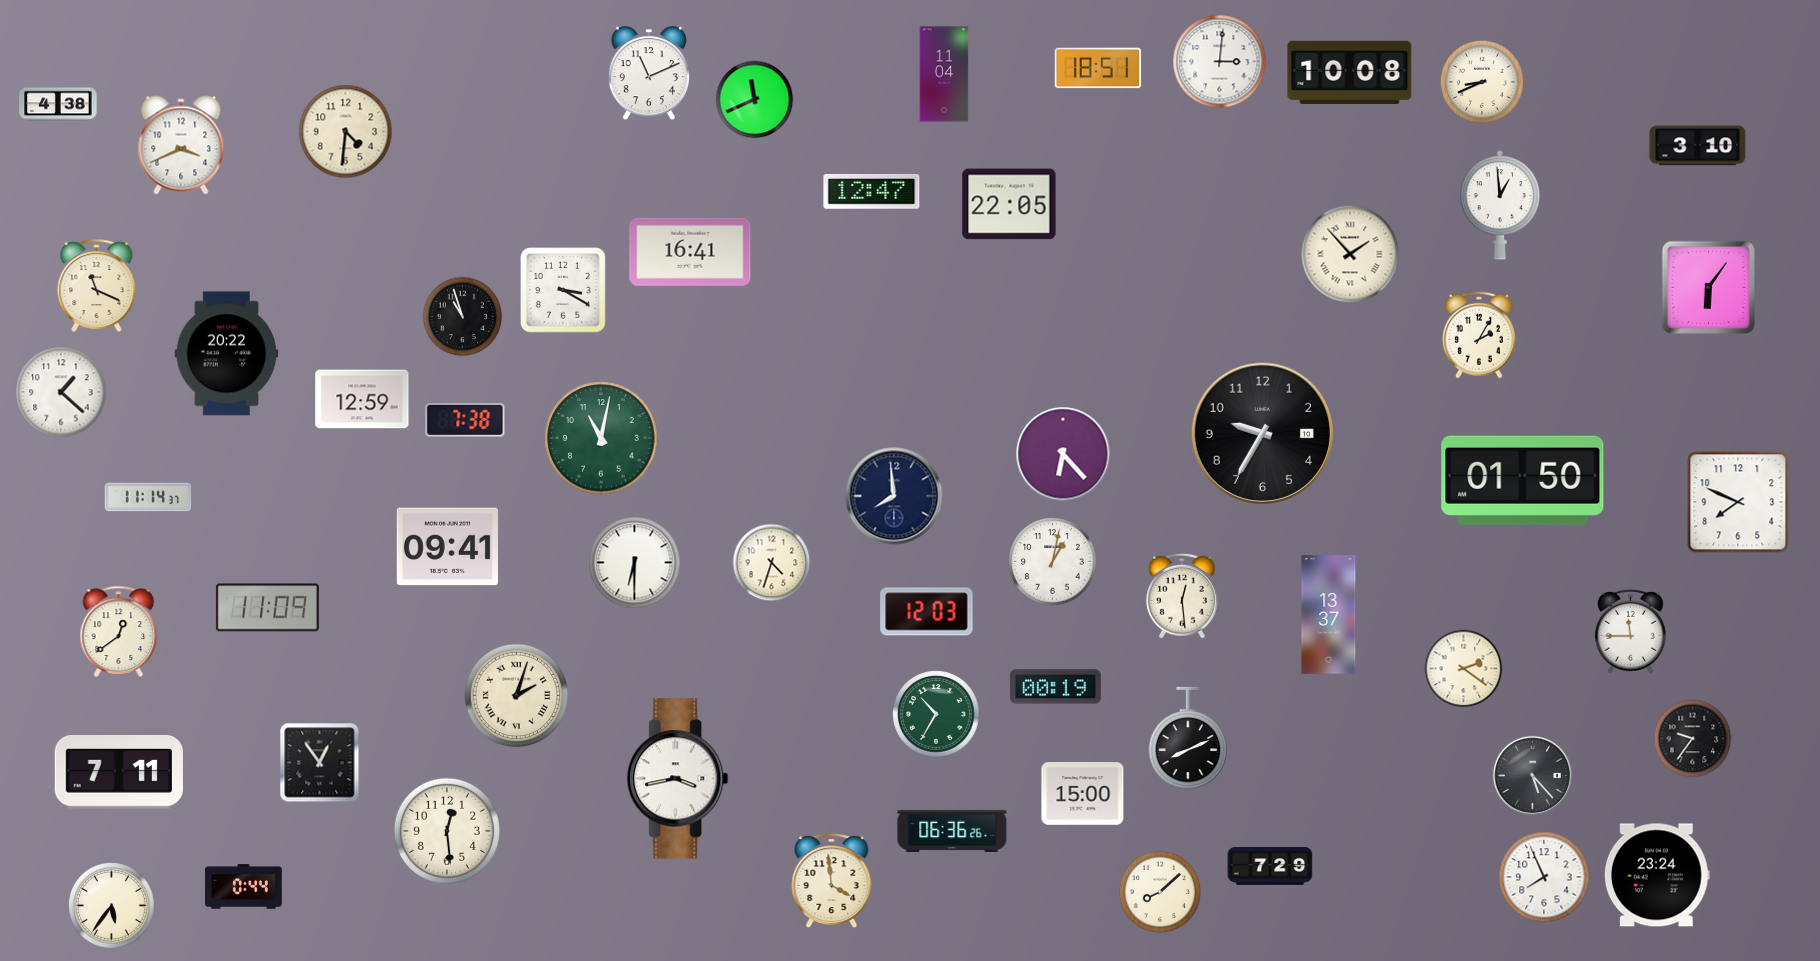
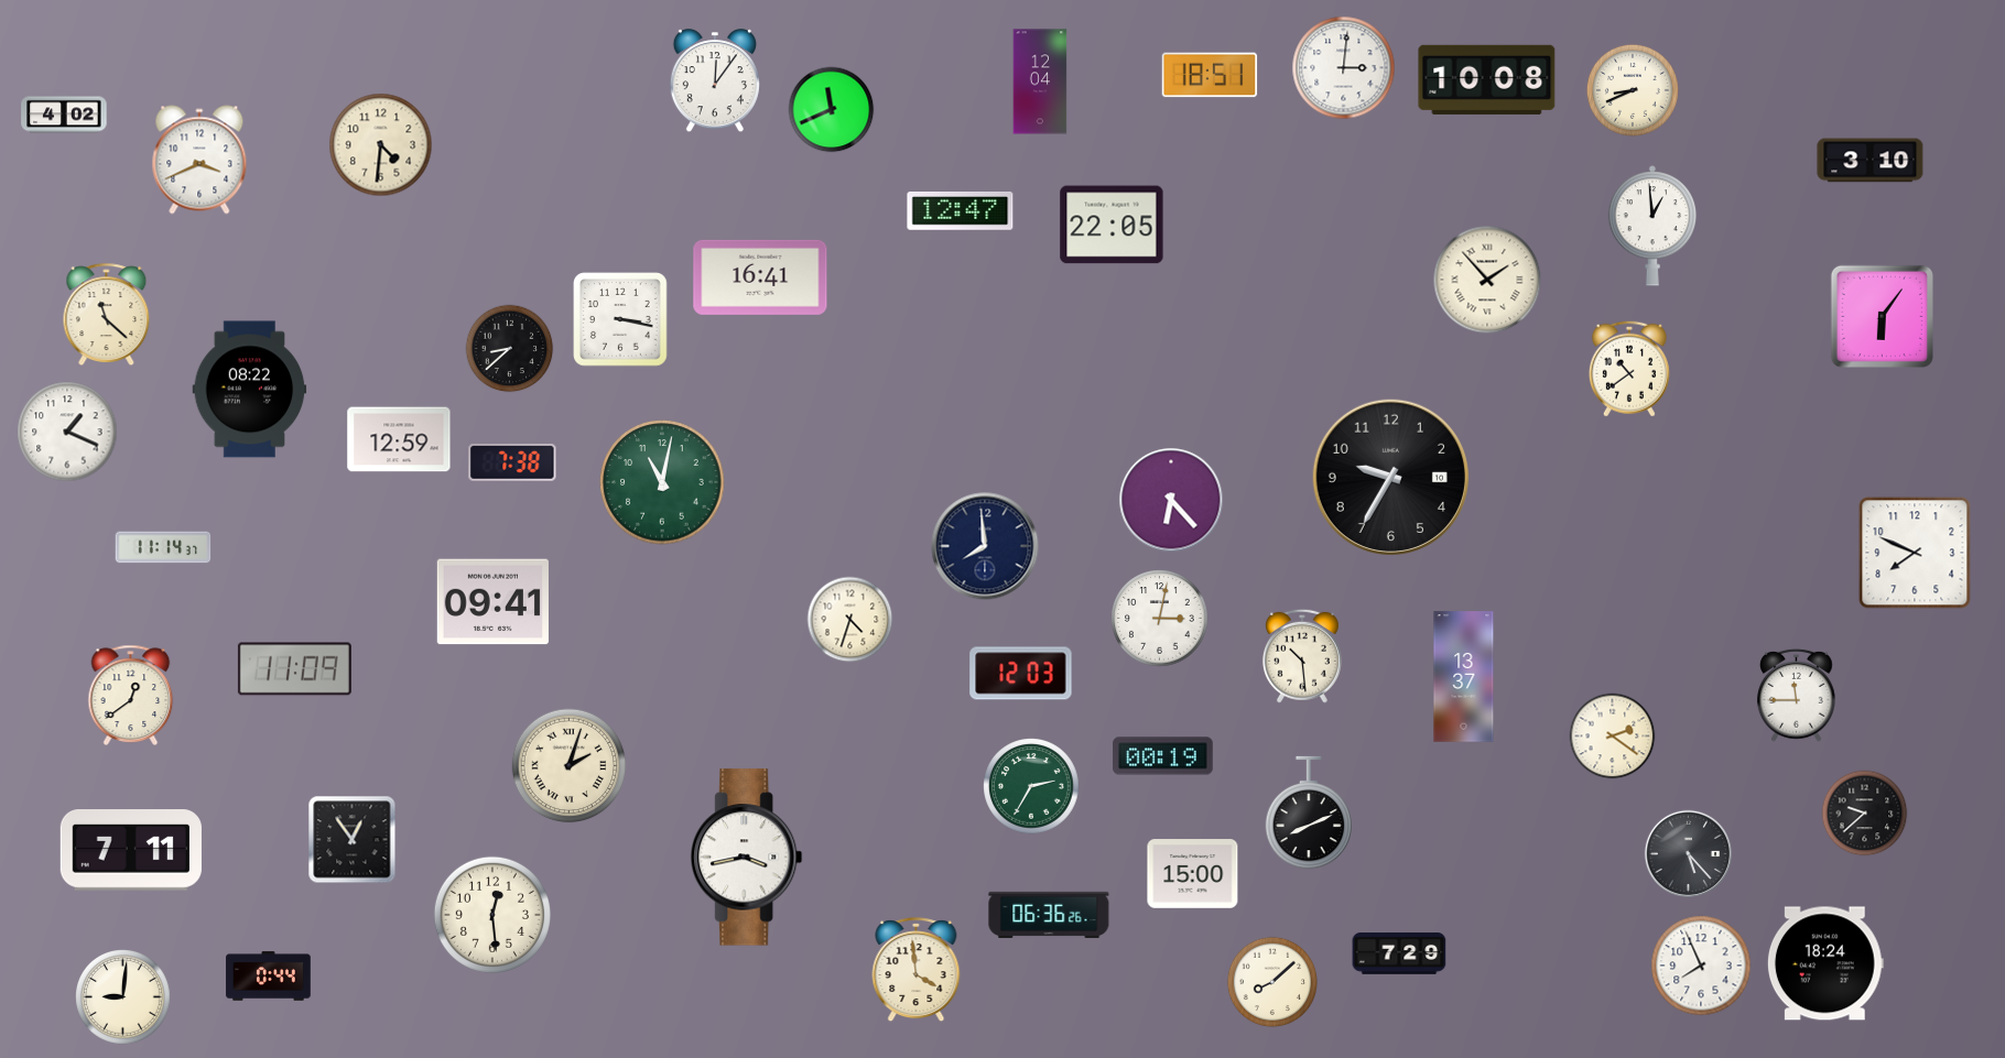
clock at (649, 74): 11:11 -> 12:06
clock at (944, 74): 11:04 -> 12:04
clock at (58, 104): 4:38 -> 4:02
clock at (97, 285): 11:19 -> 11:22
clock at (563, 290): 3:20 -> 3:17
clock at (463, 317): 10:57 -> 8:38
clock at (1479, 335): 2:05 -> 10:39
clock at (227, 354): 20:22 -> 08:22
clock at (61, 392): 1:22 -> 1:19
clock at (1523, 480): 01:50 -> none
clock at (1053, 562): 1:02 -> 3:02
clock at (635, 563): 6:30 -> none
clock at (1182, 596): 12:29 -> 10:29
clock at (936, 714): 10:35 -> 2:35
clock at (1693, 739): 9:36 -> 9:38
clock at (1657, 875): 23:24 -> 18:24
clock at (1159, 891) position: (1159, 891) -> (1271, 981)
clock at (112, 906): 5:36 -> 9:01
